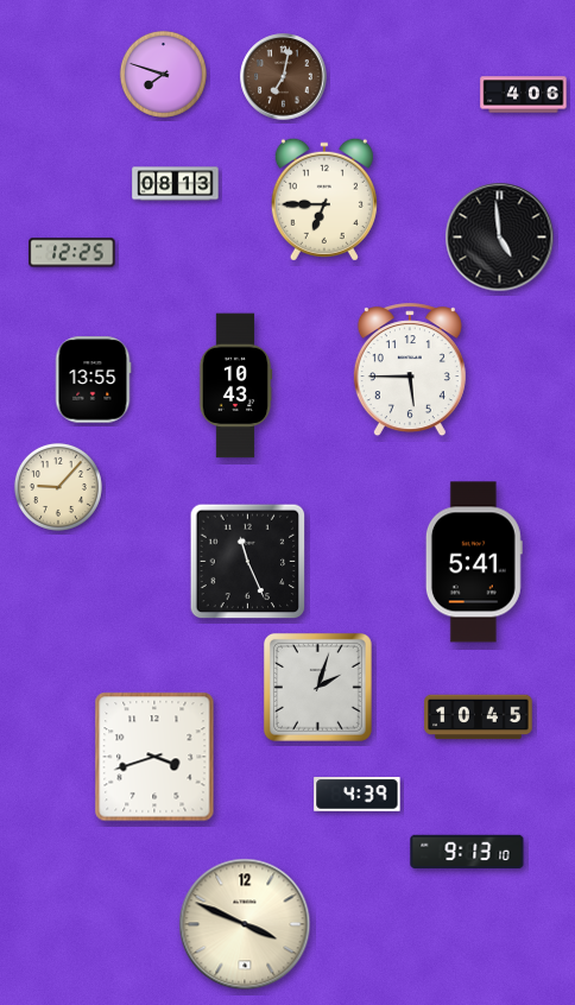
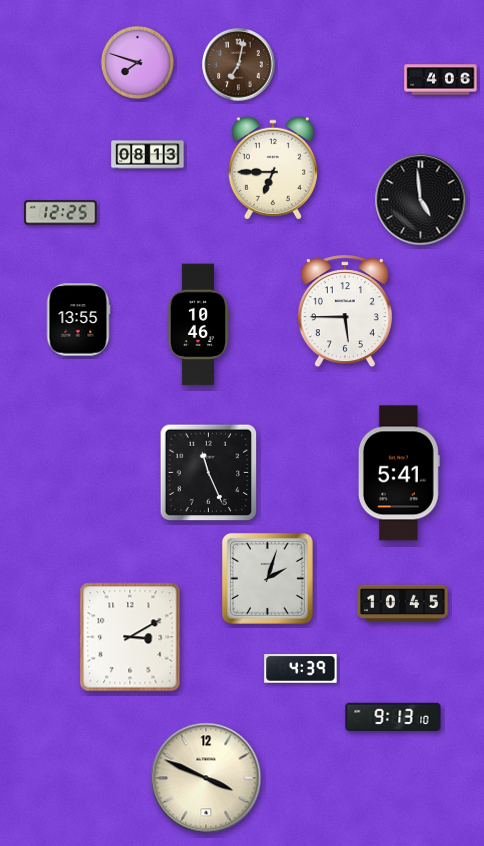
clock at (235, 386): 10:43 -> 10:46
clock at (58, 487): 9:07 -> none
clock at (154, 757): 3:42 -> 3:10
